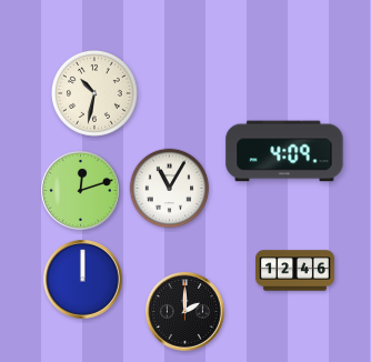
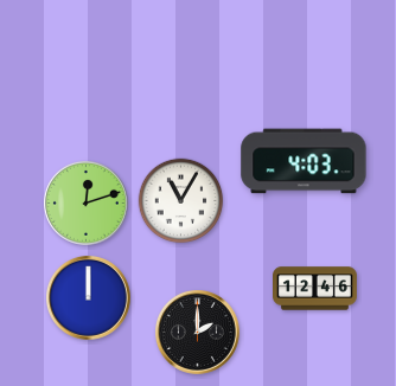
clock at (96, 94): 10:32 -> none
clock at (284, 151): 4:09 -> 4:03
